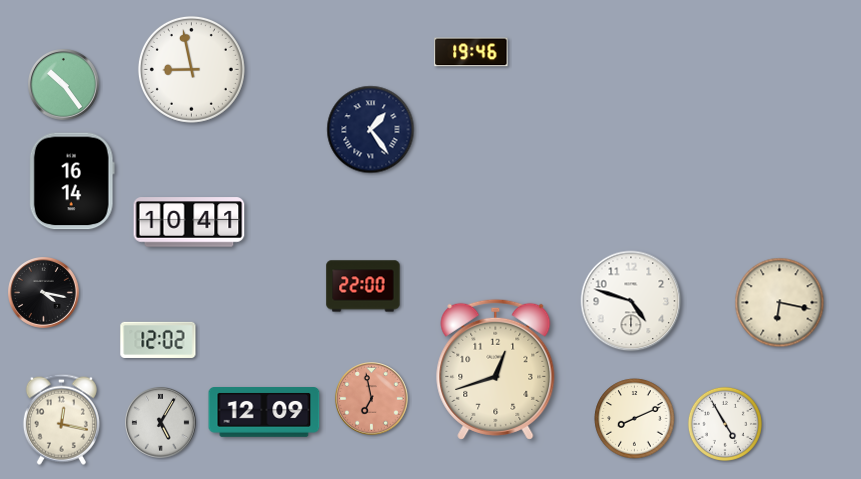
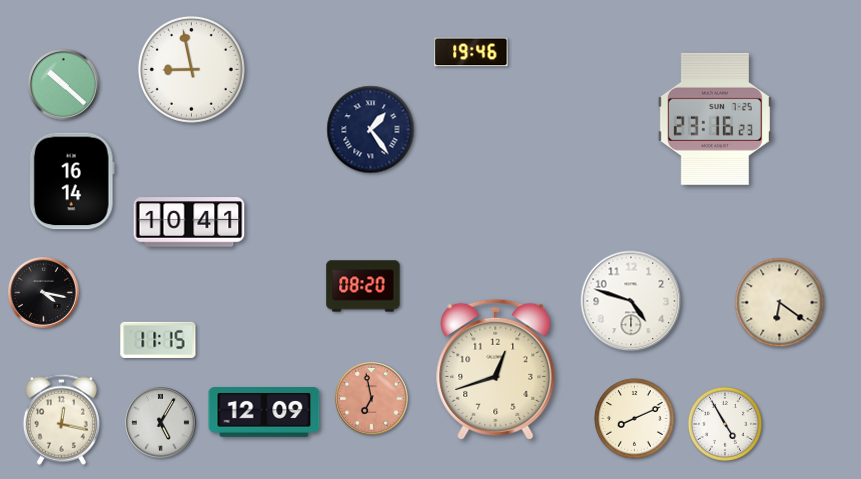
clock at (64, 85): 10:24 -> 10:22
clock at (715, 119): none -> 23:16
clock at (363, 286): 22:00 -> 08:20
clock at (780, 303): 6:17 -> 6:21
clock at (158, 340): 12:02 -> 11:15
